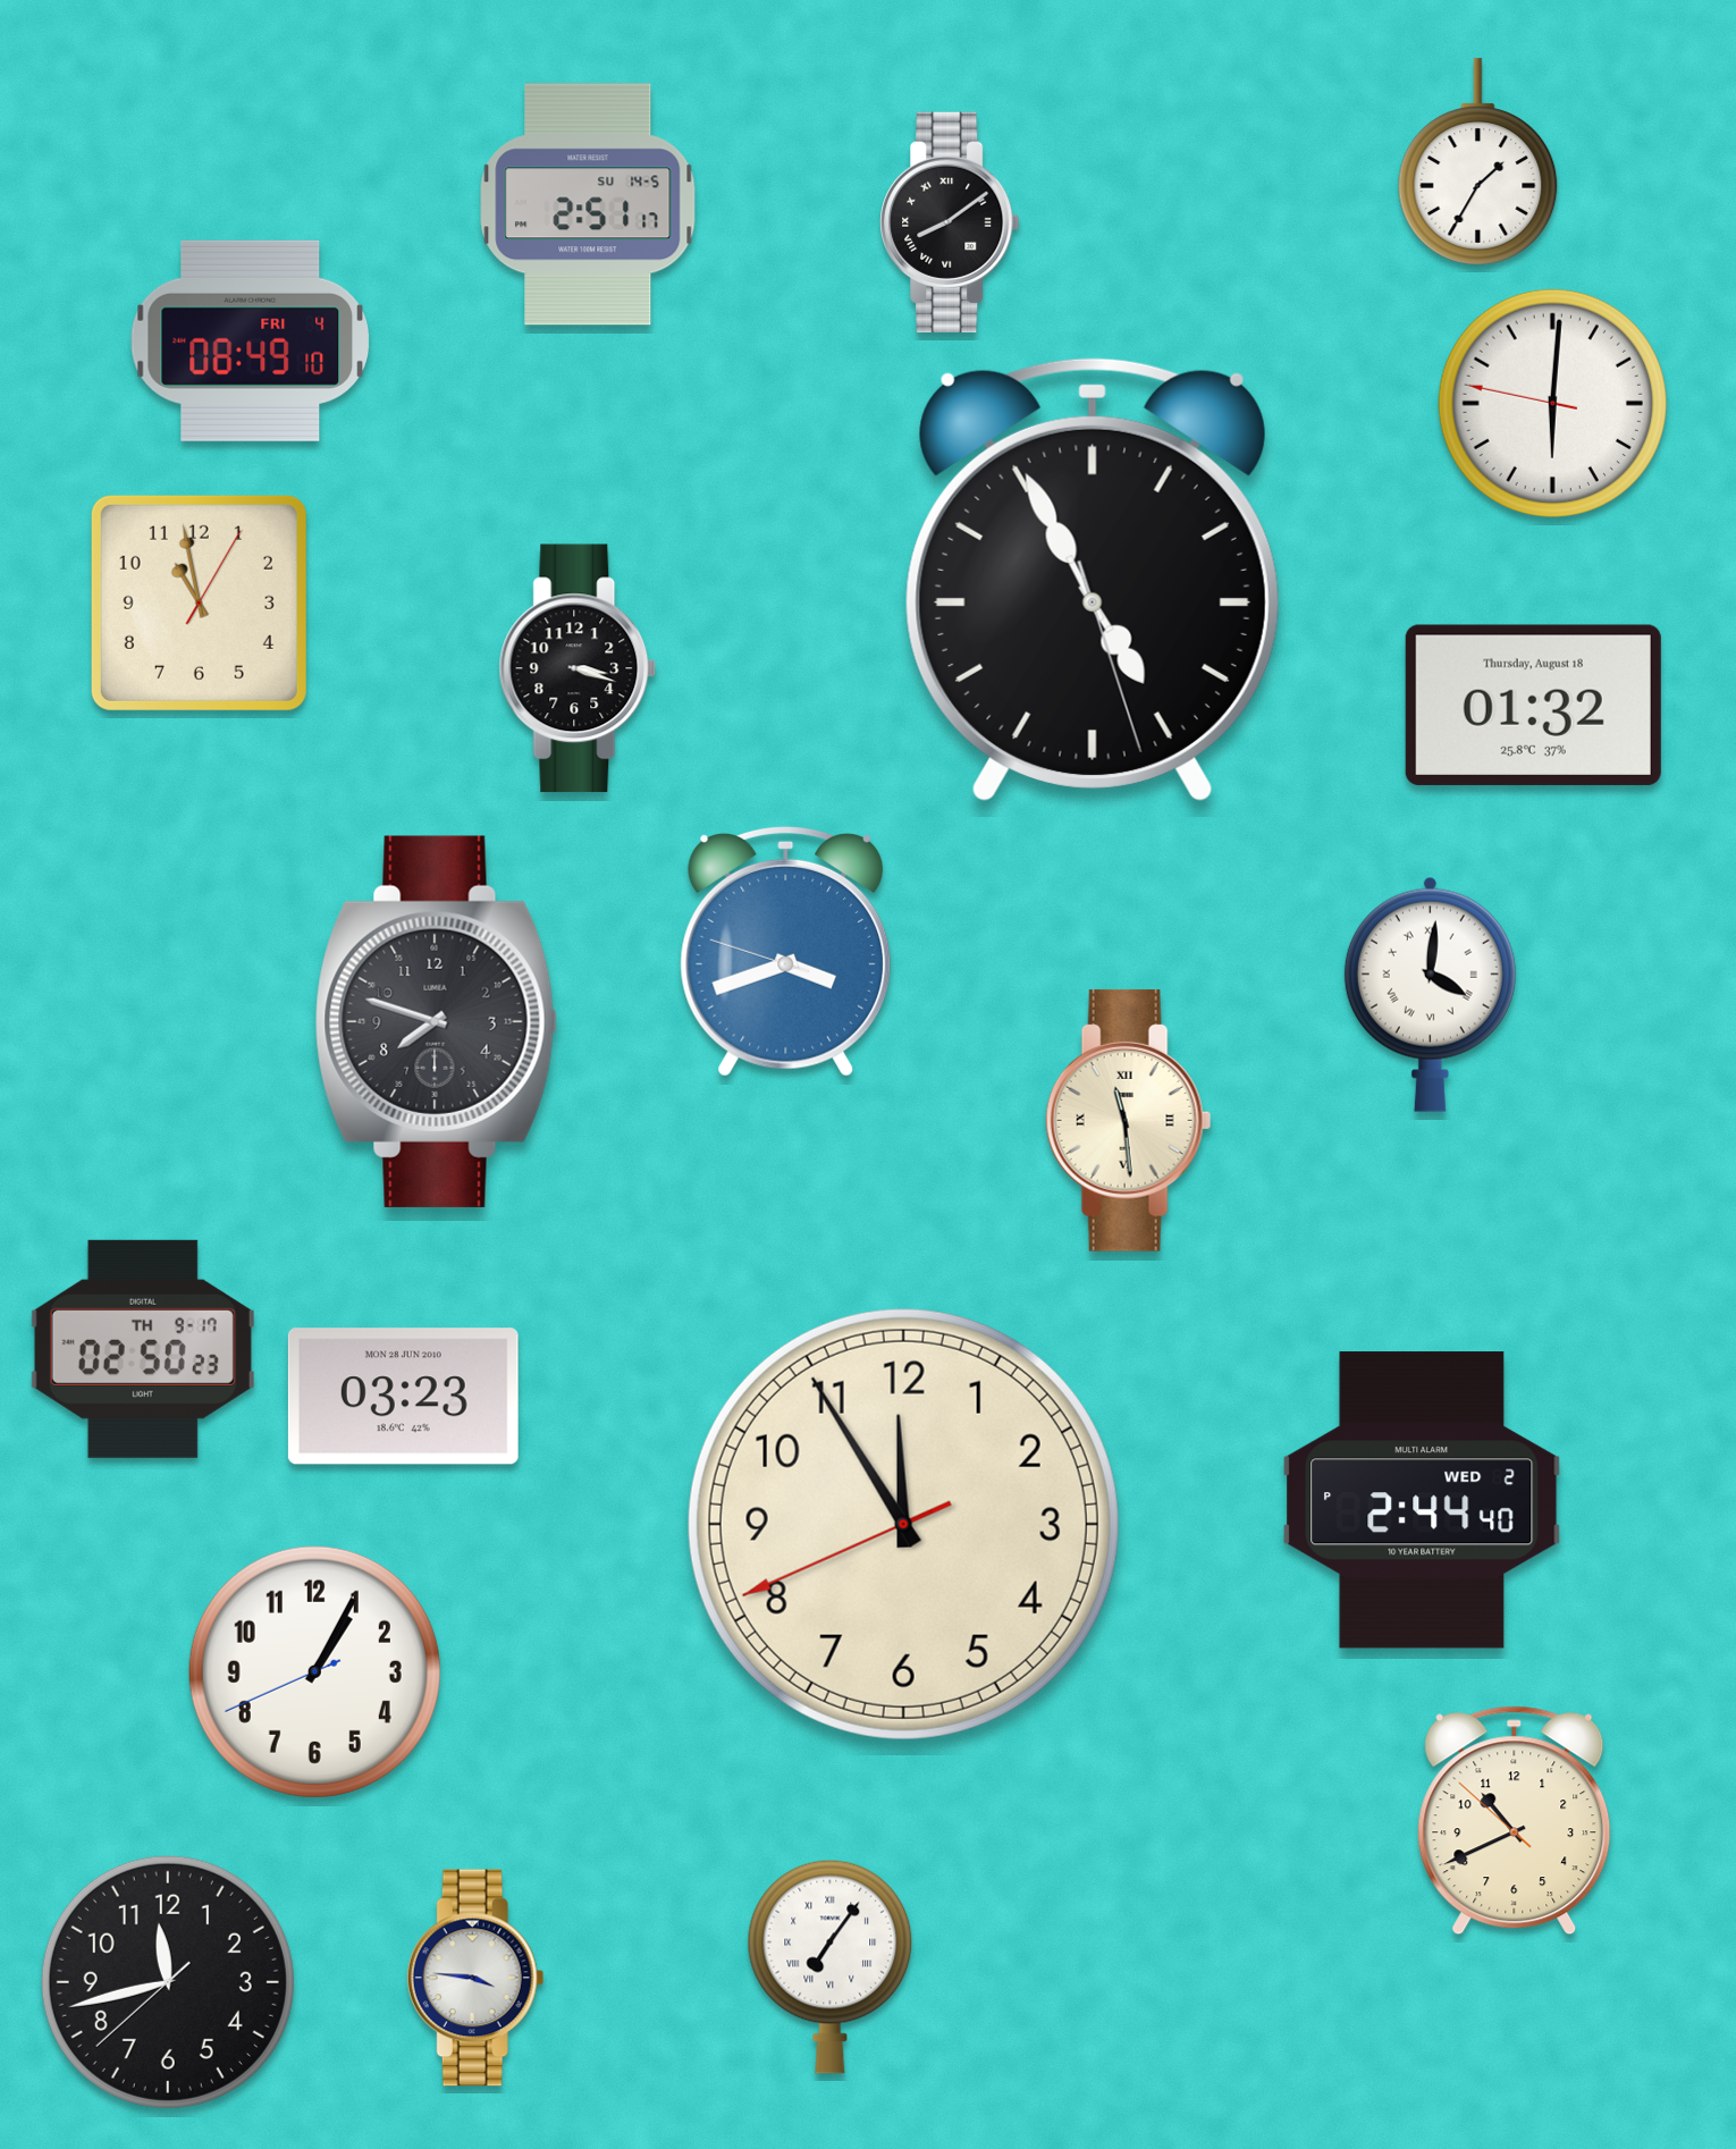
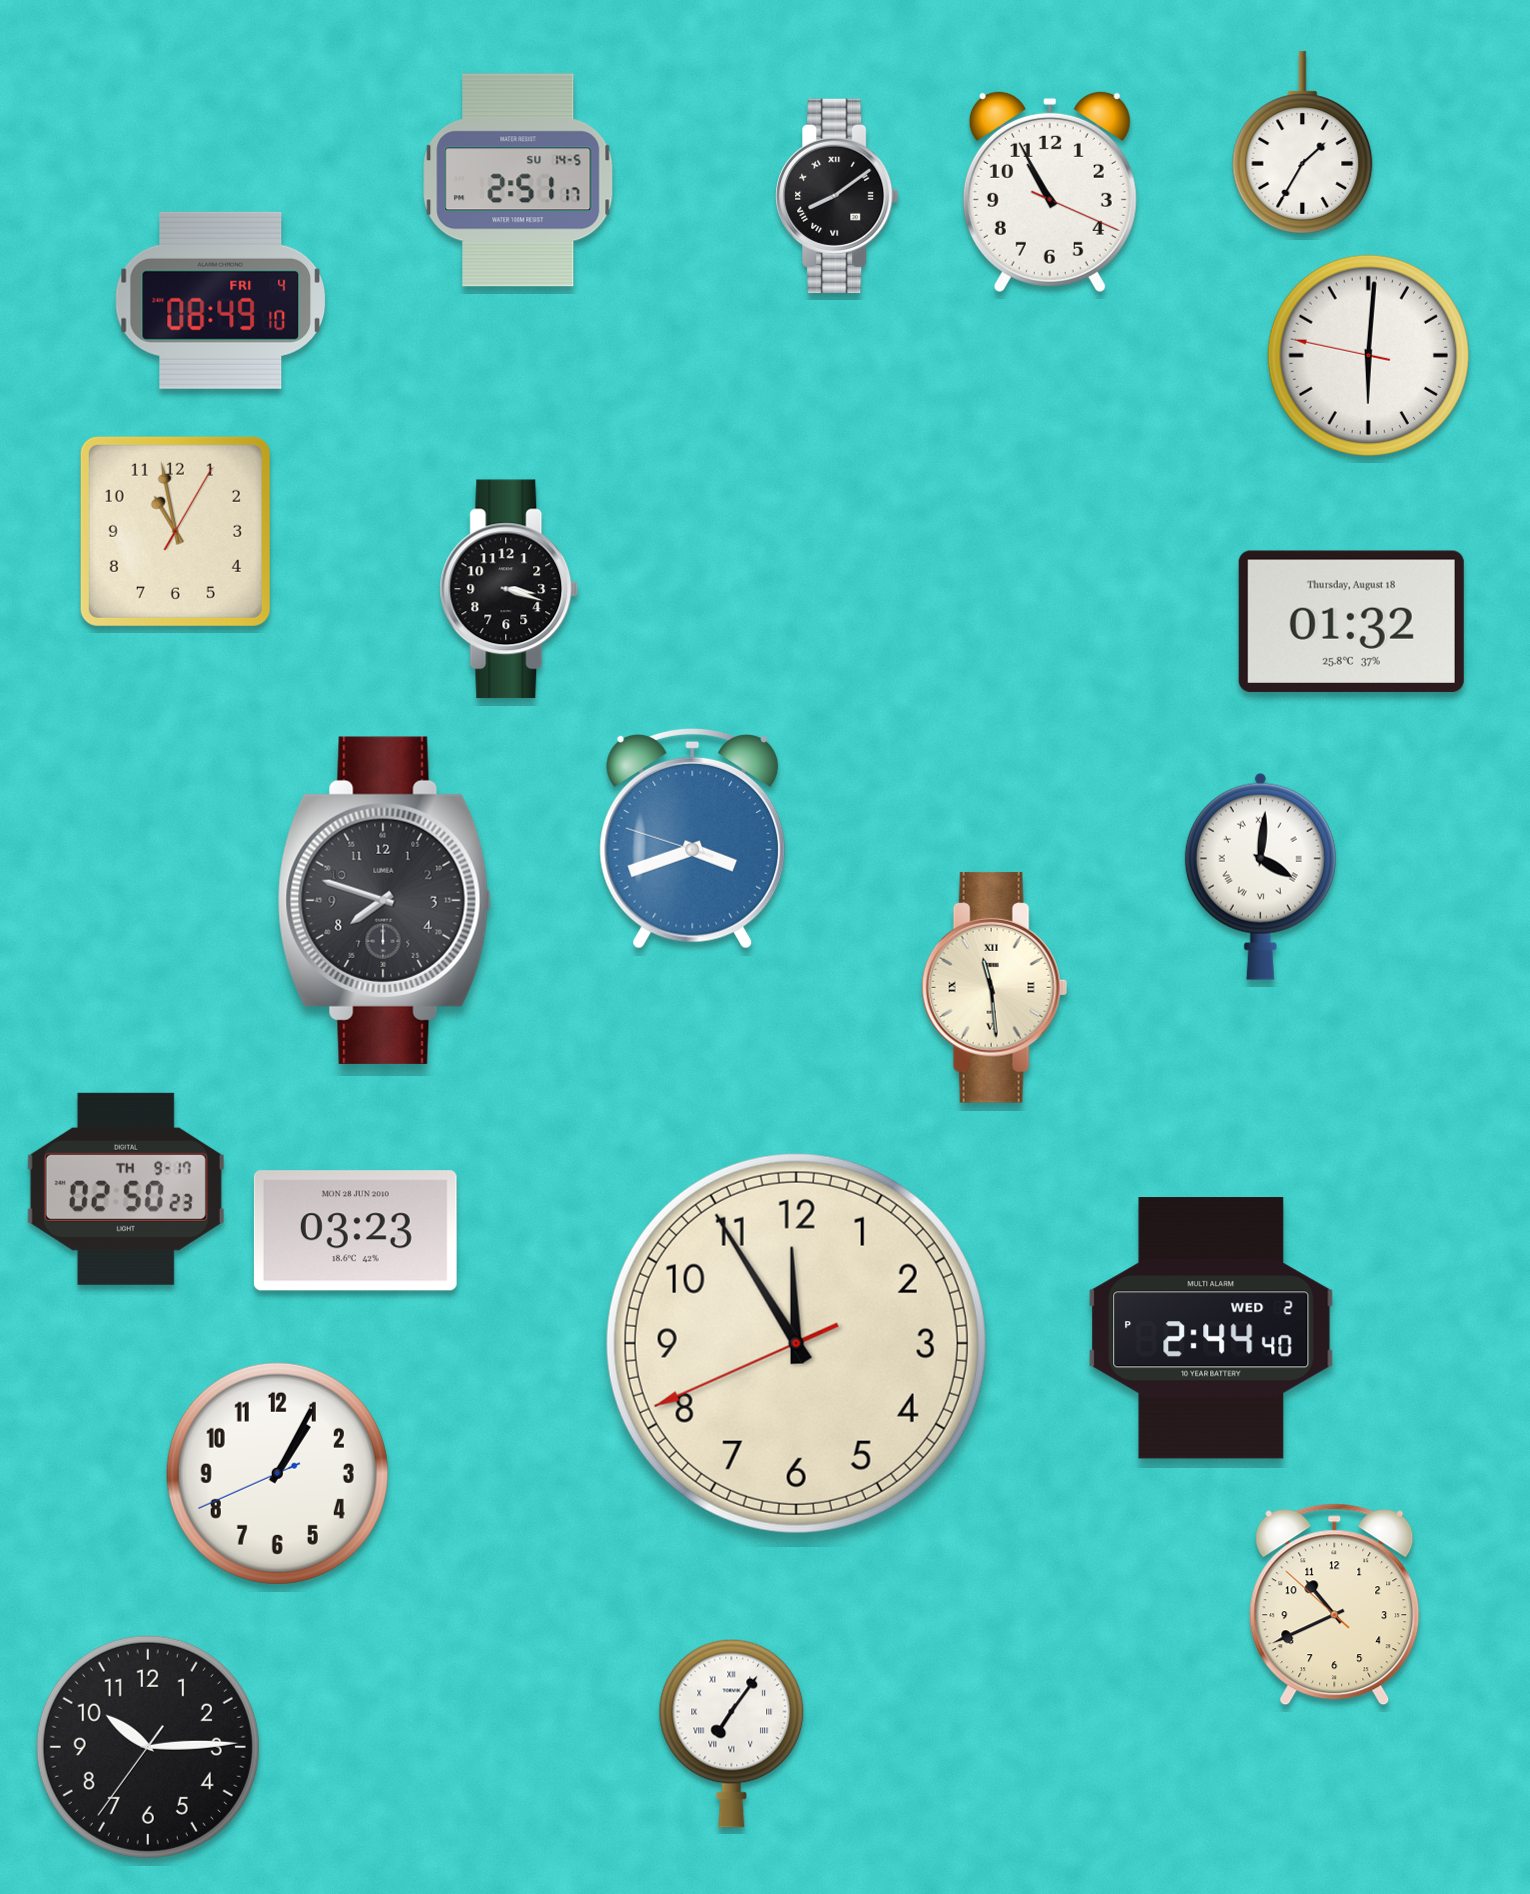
clock at (1050, 191): none -> 10:55
clock at (1093, 579): 4:55 -> none
clock at (1422, 1500) position: (1422, 1500) -> (1211, 1328)
clock at (475, 1978): 3:46 -> none
clock at (168, 1982): 11:42 -> 10:14
